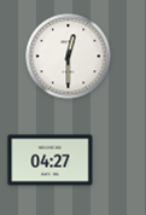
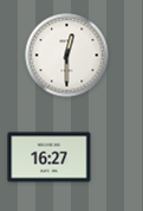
clock at (51, 161): 04:27 -> 16:27
